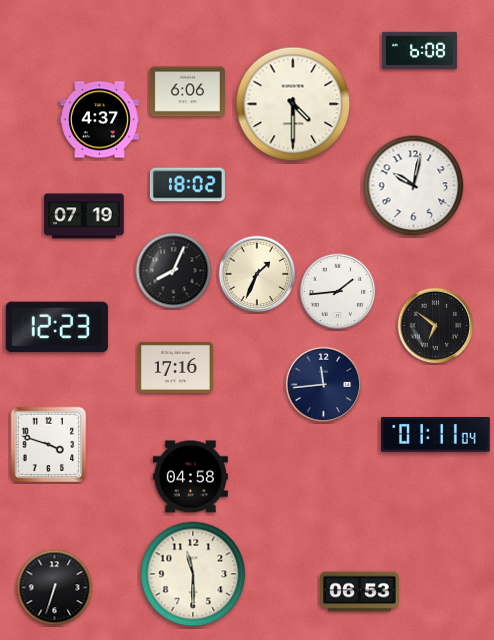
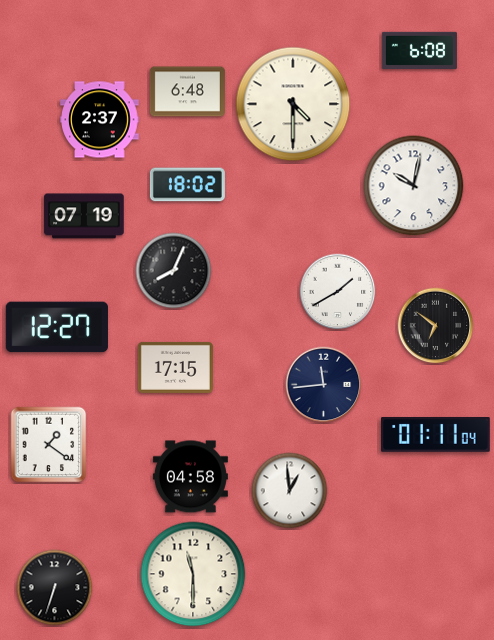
clock at (187, 92): 6:06 -> 6:48
clock at (100, 120): 4:37 -> 2:37
clock at (257, 274): 1:34 -> none
clock at (338, 292): 1:44 -> 1:40
clock at (57, 327): 12:23 -> 12:27
clock at (175, 367): 17:16 -> 17:15
clock at (49, 445): 3:48 -> 1:21
clock at (290, 491): none -> 12:59
clock at (360, 592): 06:53 -> none
